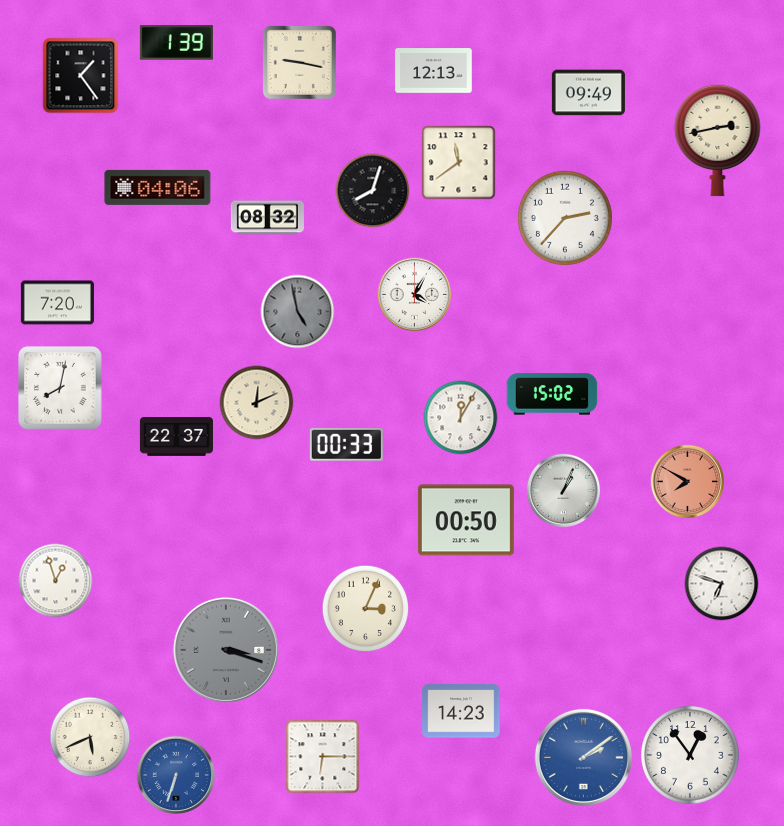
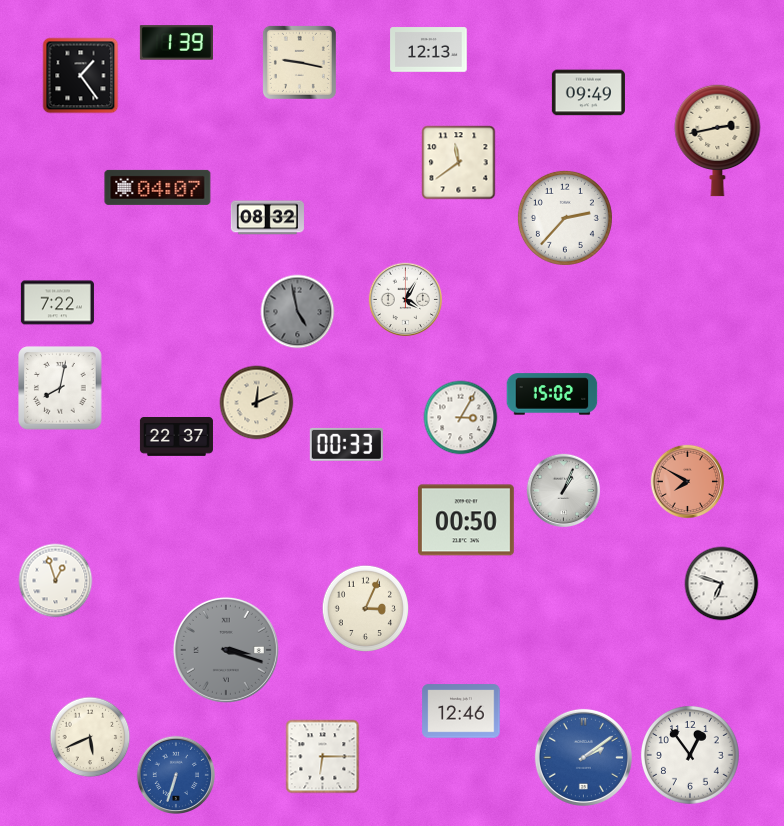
clock at (434, 71) position: (434, 71) -> (429, 50)
clock at (158, 187): 04:06 -> 04:07
clock at (373, 191): 8:03 -> none
clock at (415, 295) position: (415, 295) -> (406, 300)
clock at (57, 303): 7:20 -> 7:22
clock at (461, 418): 12:05 -> 3:05
clock at (461, 711): 14:23 -> 12:46
